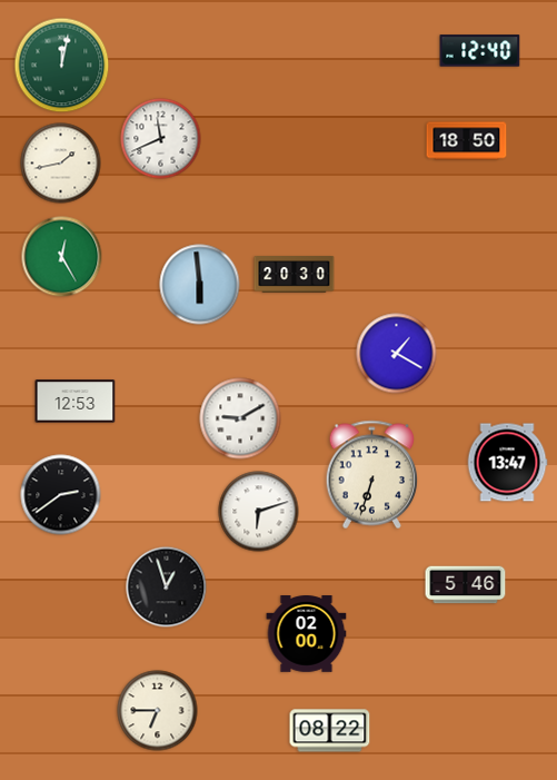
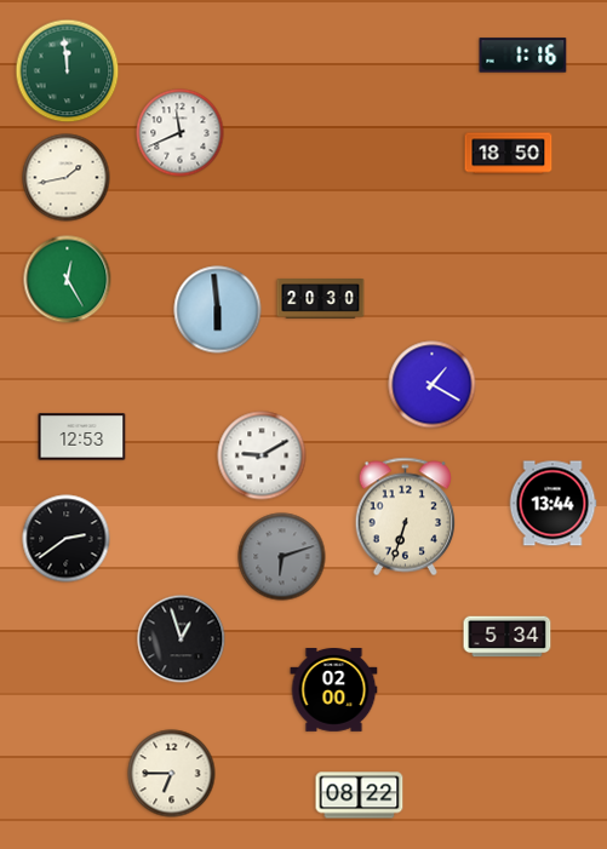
clock at (480, 51): 12:40 -> 1:16
clock at (62, 66): 12:02 -> 11:59
clock at (161, 139) position: (161, 139) -> (181, 133)
clock at (507, 463): 13:47 -> 13:44
clock at (259, 512) dial: white -> grey
clock at (466, 585): 5:46 -> 5:34
